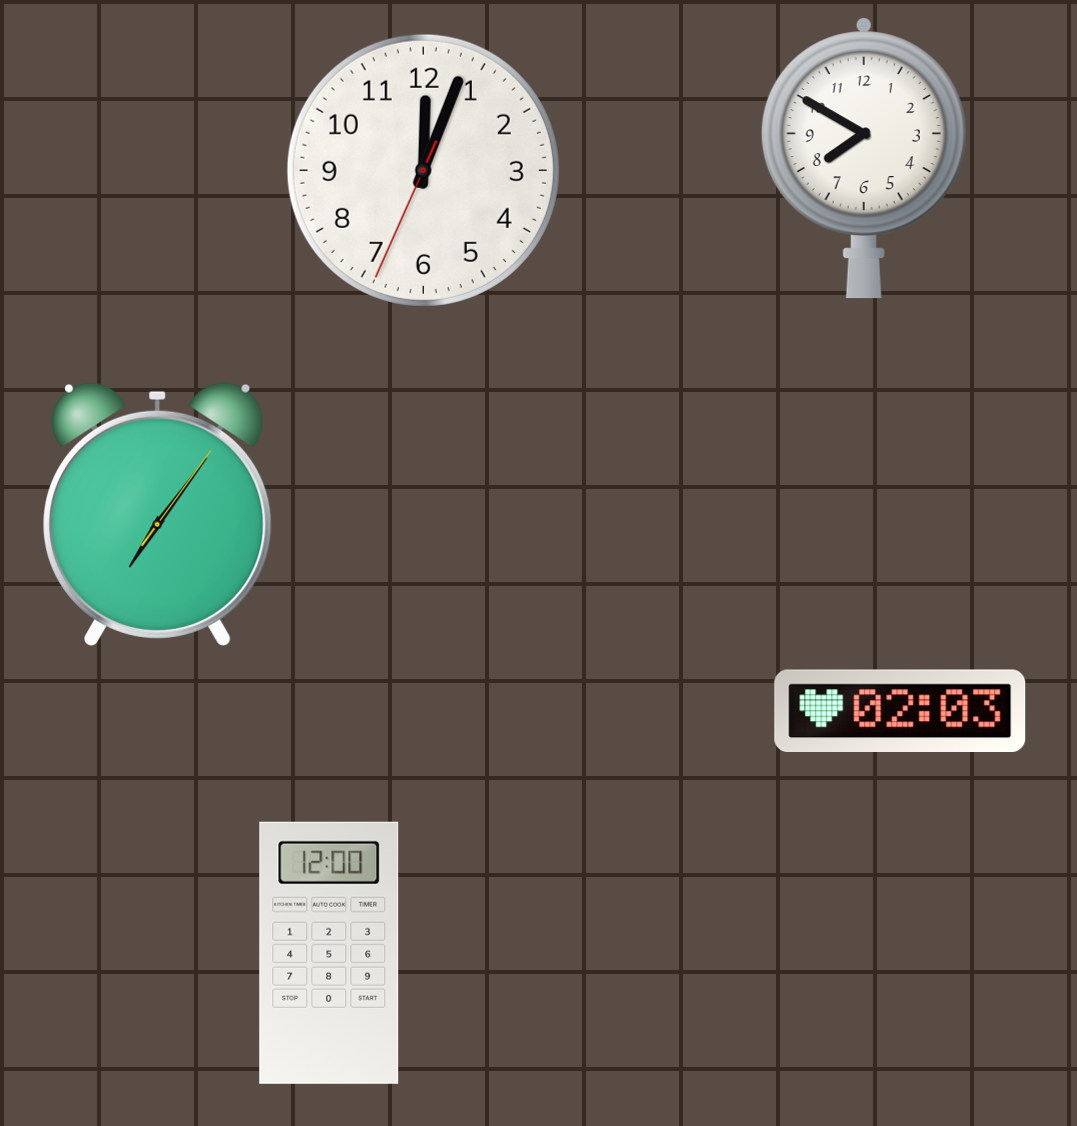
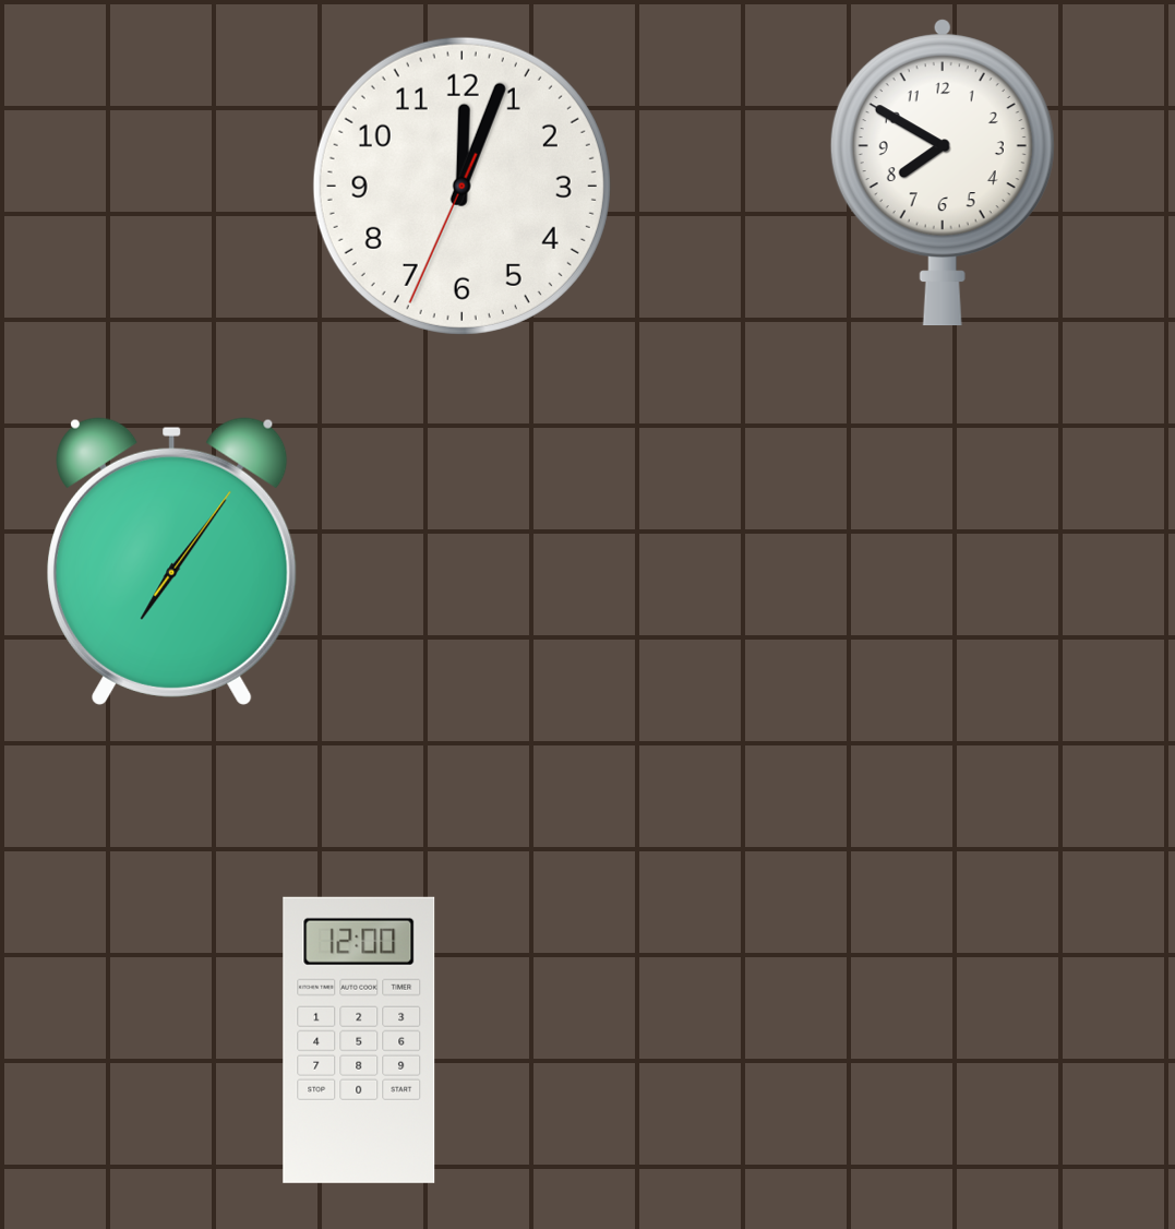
clock at (900, 710): 02:03 -> none
